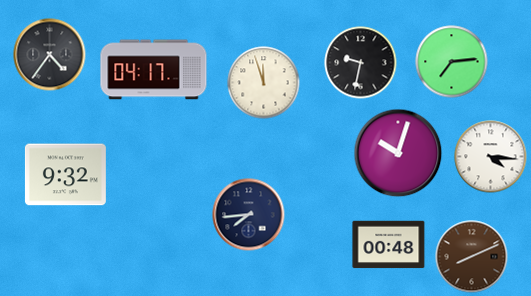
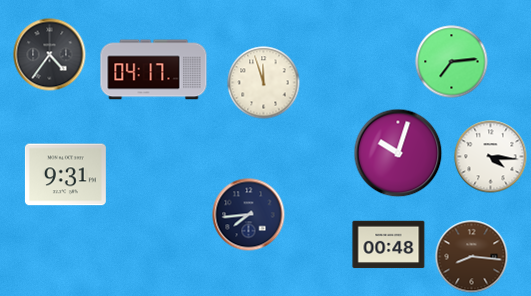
clock at (361, 63): 9:32 -> none
clock at (65, 175): 9:32 -> 9:31
clock at (472, 257): 8:11 -> 8:16
